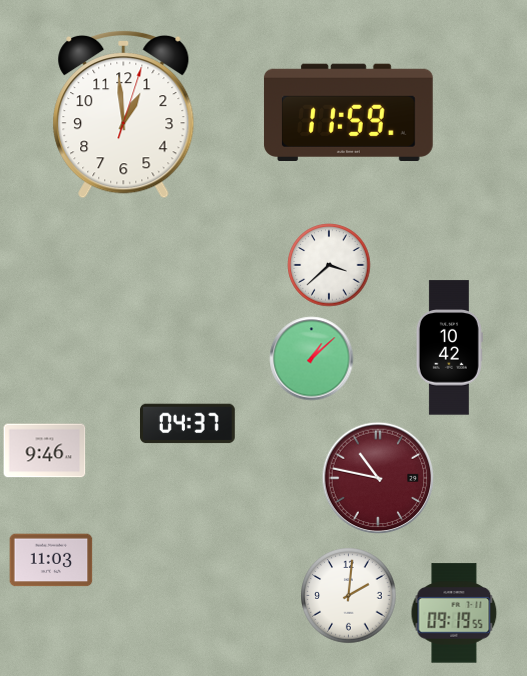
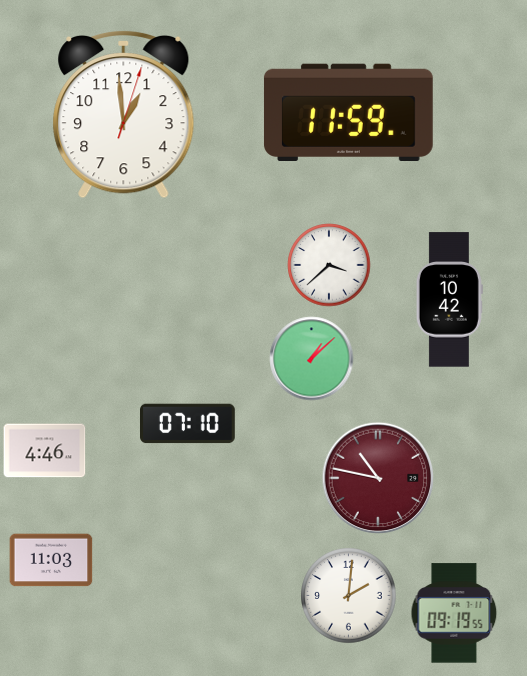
clock at (449, 348) position: (449, 348) -> (449, 300)
clock at (188, 424): 04:37 -> 07:10
clock at (45, 451): 9:46 -> 4:46
